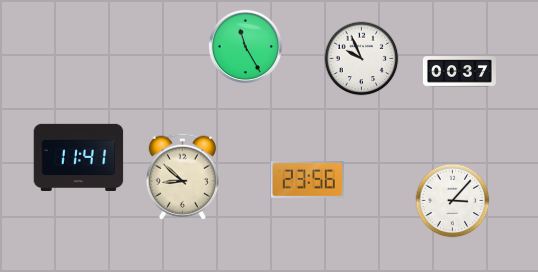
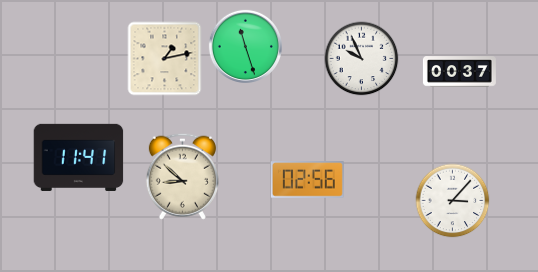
clock at (245, 46): 11:25 -> 11:27
clock at (165, 59): none -> 1:13
clock at (307, 180): 23:56 -> 02:56
